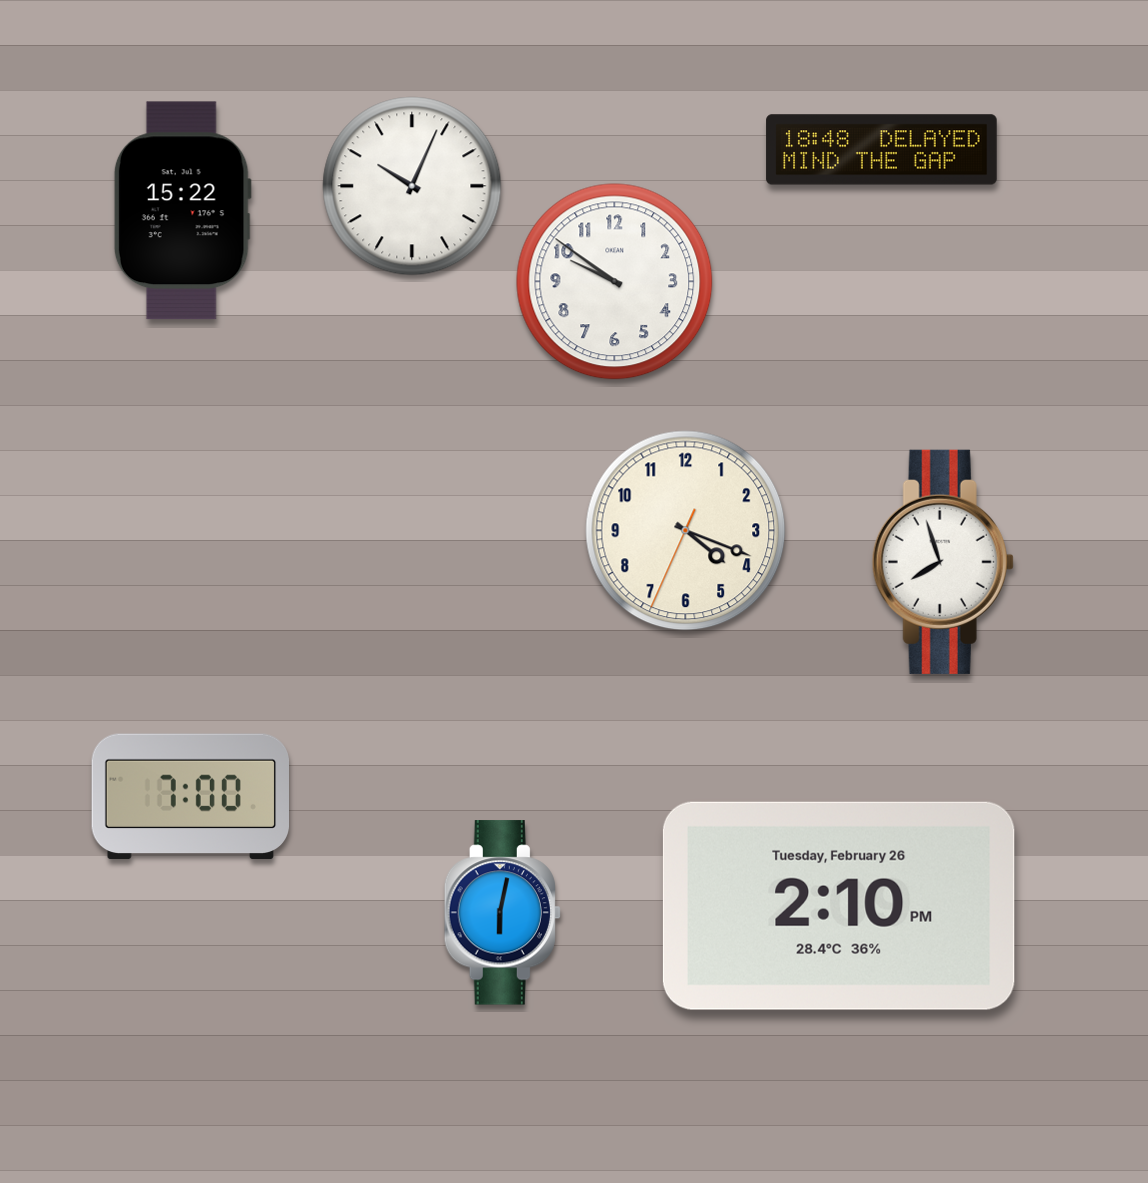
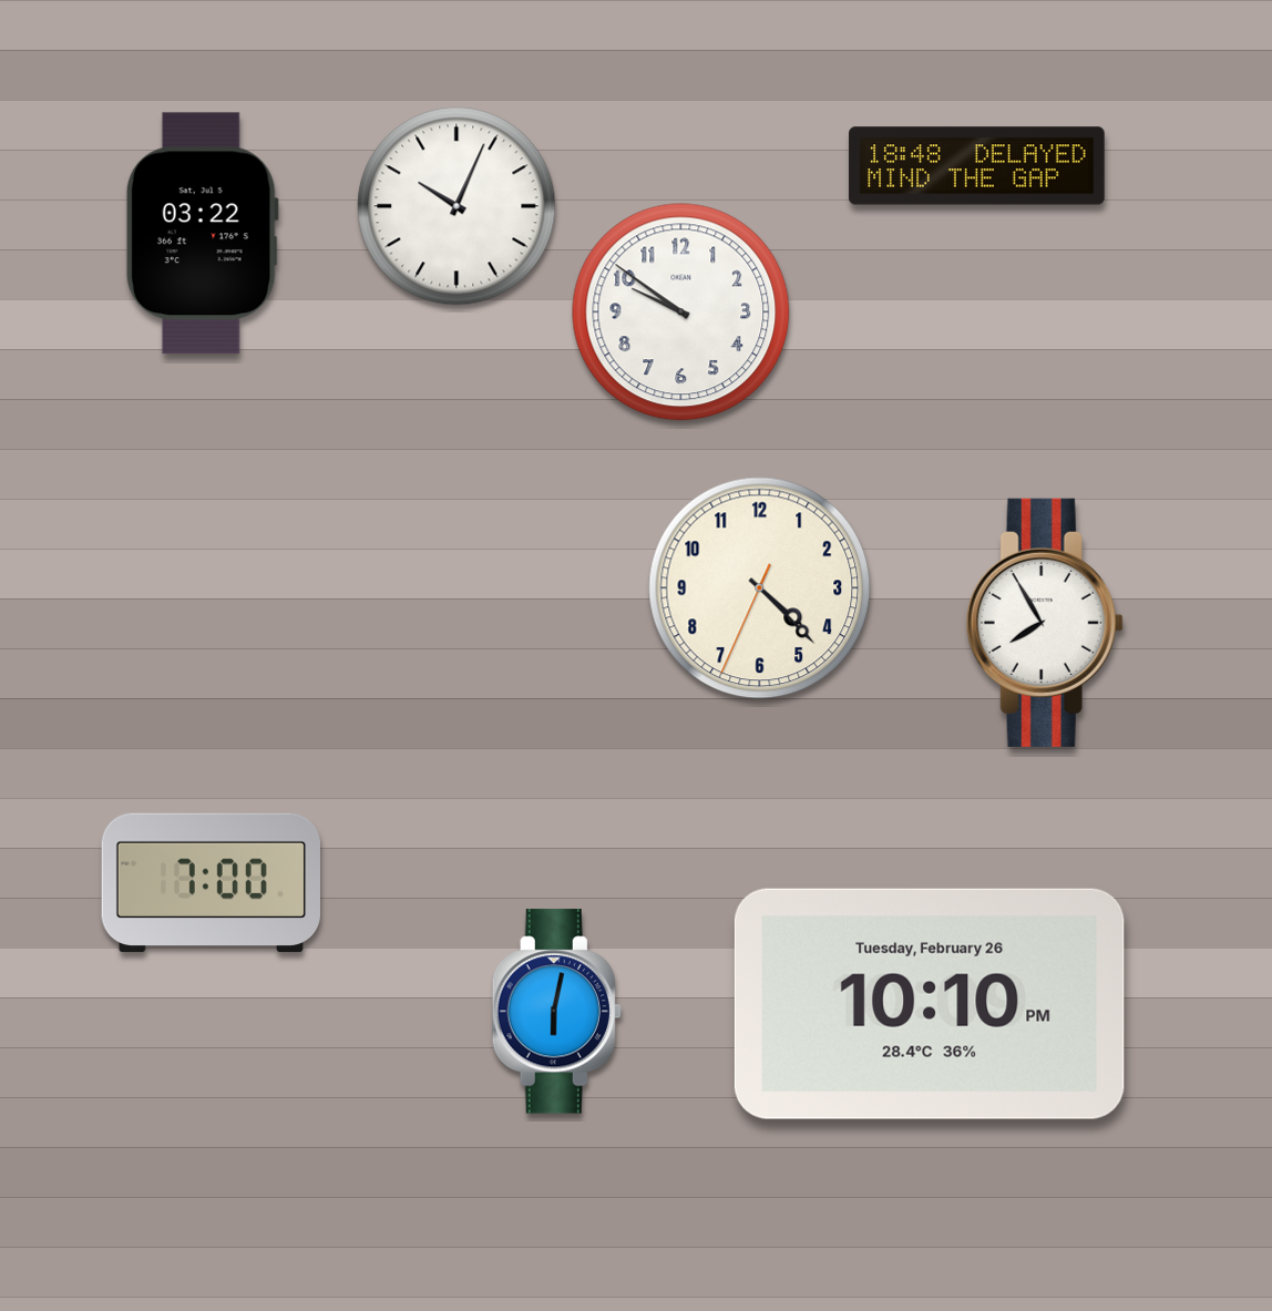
clock at (182, 211): 15:22 -> 03:22
clock at (686, 531): 4:18 -> 4:22
clock at (943, 562): 7:57 -> 7:55
clock at (839, 906): 2:10 -> 10:10
